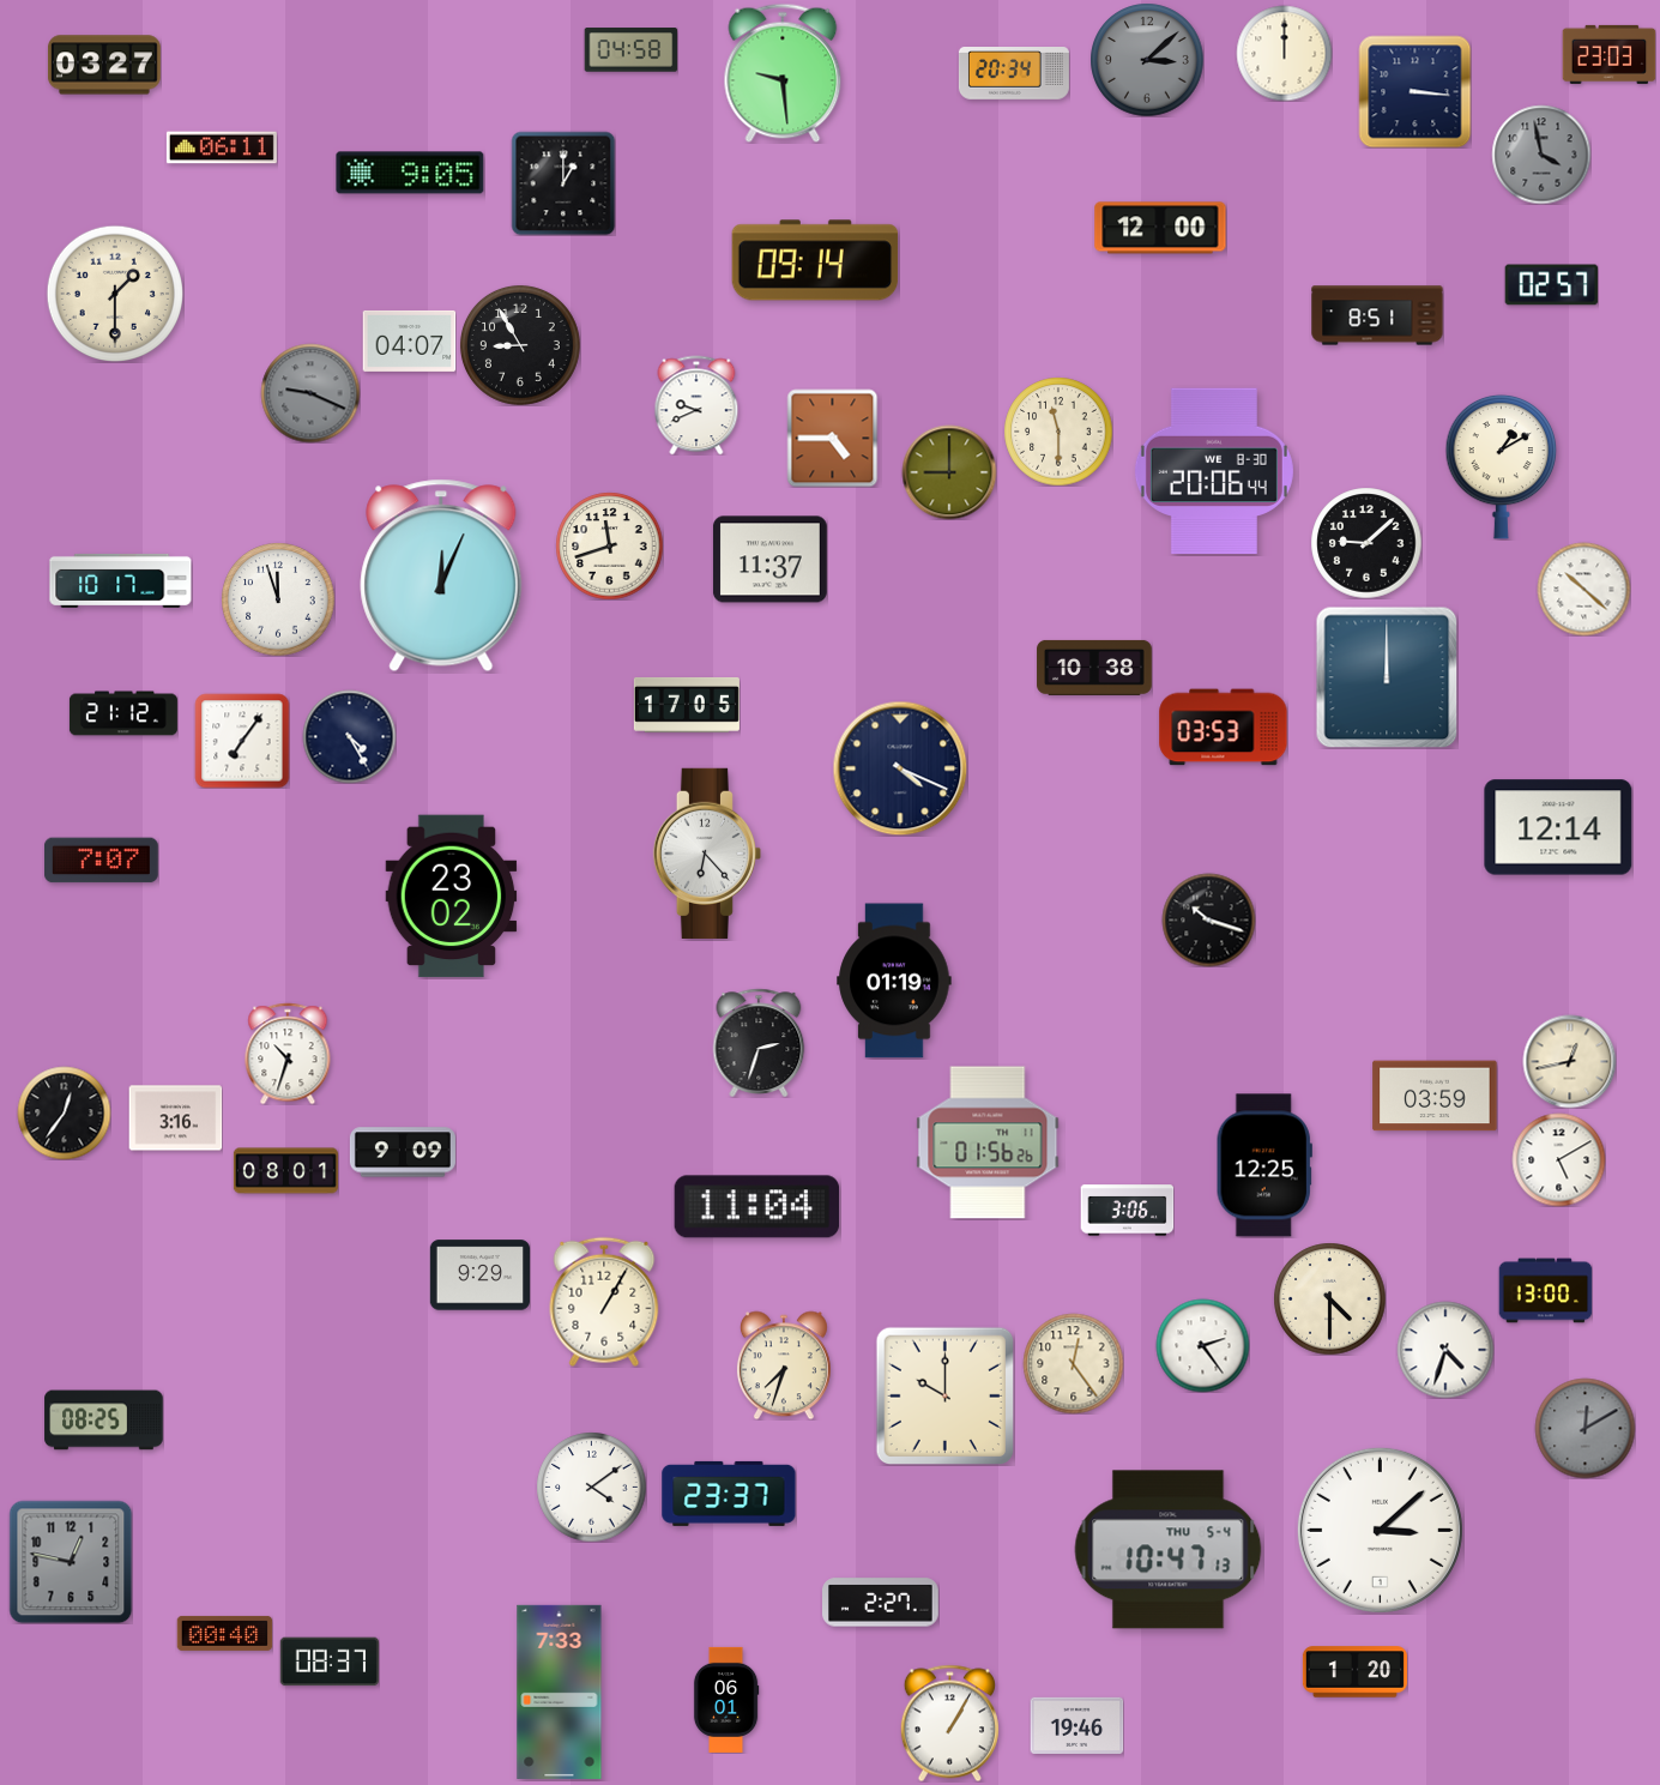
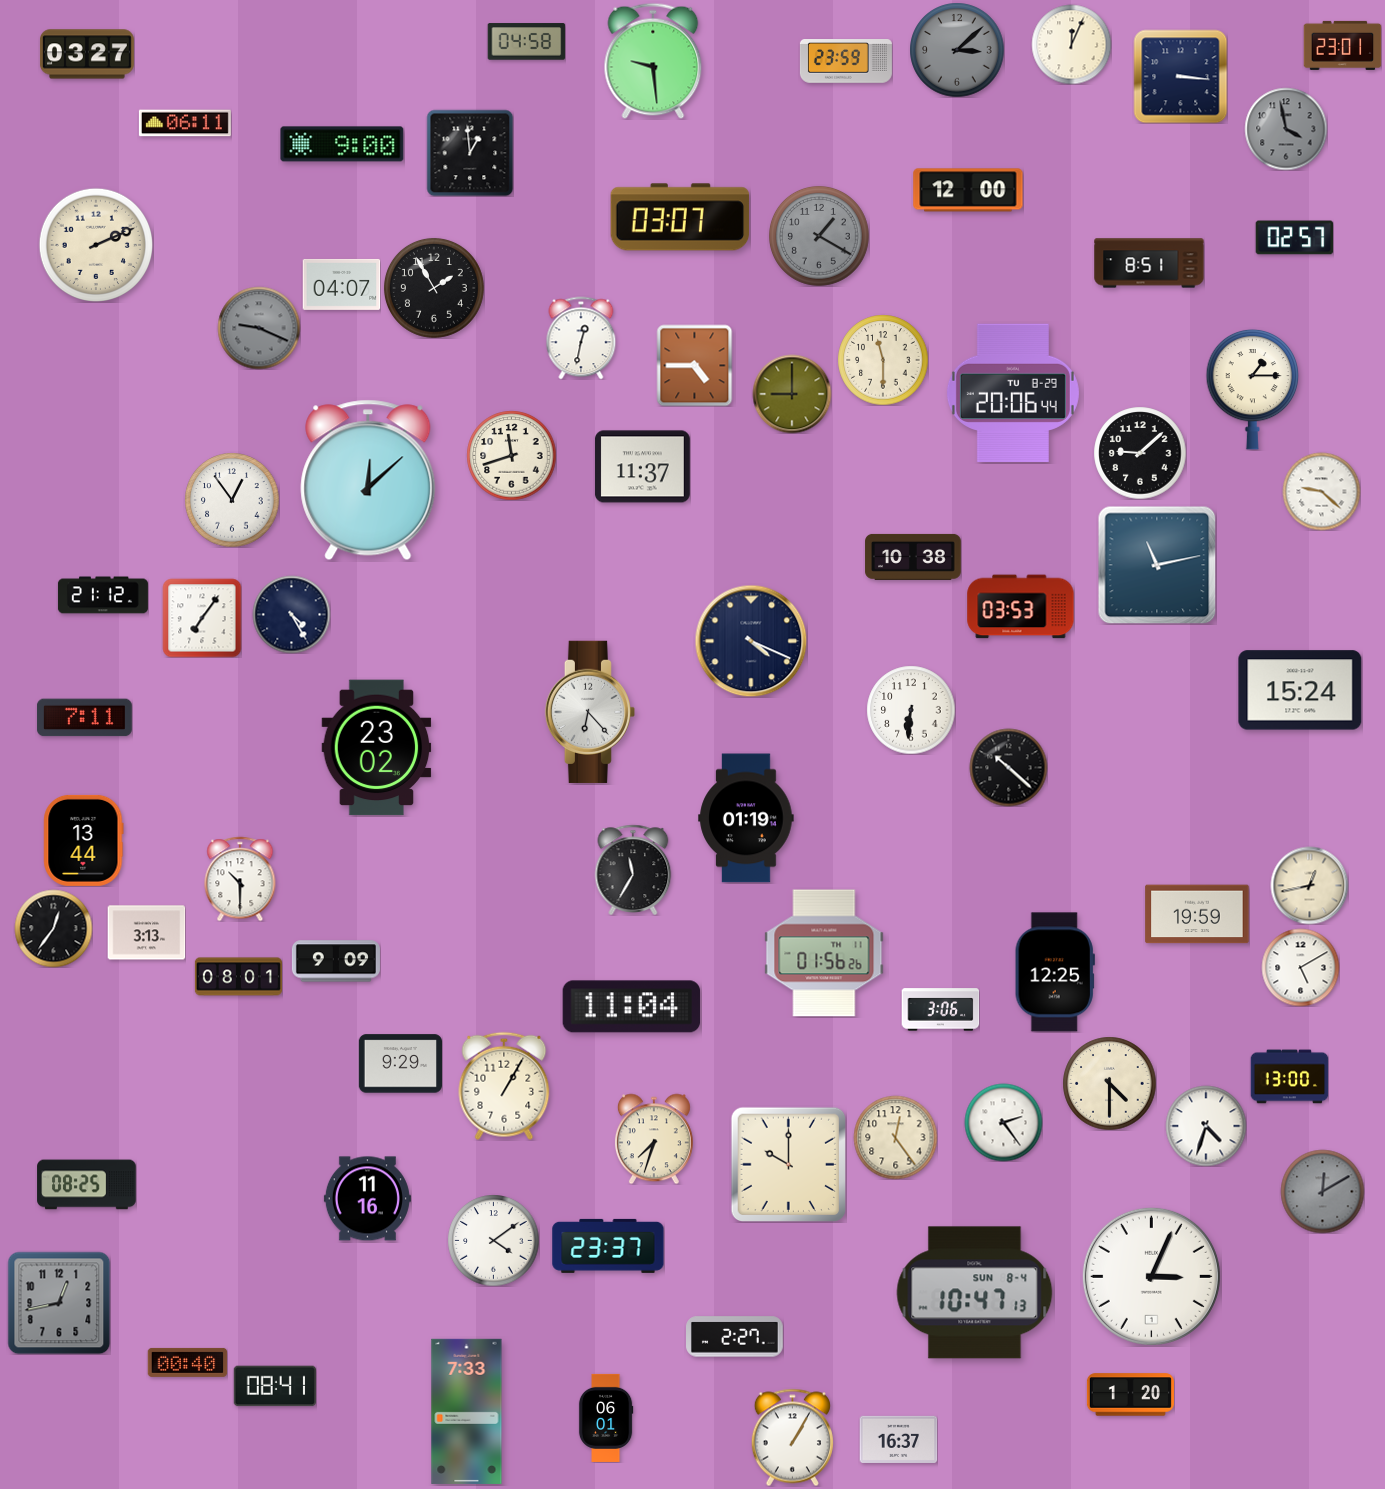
clock at (1284, 53): 12:00 -> 12:04
clock at (1608, 54): 23:03 -> 23:01
clock at (1014, 74): 20:34 -> 23:59
clock at (410, 173): 9:05 -> 9:00
clock at (563, 183): 1:00 -> 12:59
clock at (815, 260): 09:14 -> 03:07
clock at (819, 236): none -> 1:20
clock at (114, 293): 1:30 -> 2:11
clock at (520, 345): 8:55 -> 1:55
clock at (696, 405): 9:41 -> 12:32
clock at (1502, 466): 1:10 -> 1:15
clock at (1214, 471) date: WE 8-30 -> TU 8-29
clock at (609, 545) position: (609, 545) -> (511, 455)
clock at (441, 575): 12:04 -> 12:08
clock at (121, 580): 10:17 -> none
clock at (1583, 589): 10:22 -> 9:22
clock at (278, 599): 11:57 -> 12:54
clock at (1387, 677): 12:00 -> 11:13
clock at (687, 705): 17:05 -> none
clock at (1558, 827): 12:14 -> 15:24
clock at (911, 710): none -> 6:31
clock at (101, 861): 7:07 -> 7:11
clock at (1208, 919): 10:18 -> 10:22
clock at (84, 840): none -> 13:44
clock at (759, 1043): 2:33 -> 11:35
clock at (288, 1054): 10:33 -> 10:30
clock at (1435, 1096): 03:59 -> 19:59
clock at (175, 1118): 3:16 -> 3:13
clock at (367, 1199): none -> 11:16
clock at (1380, 1530): 3:08 -> 3:04
clock at (1169, 1550) date: THU 5-4 -> SUN 8-4
clock at (71, 1562): 12:47 -> 12:43
clock at (328, 1662): 08:37 -> 08:41
clock at (1076, 1725): 19:46 -> 16:37
